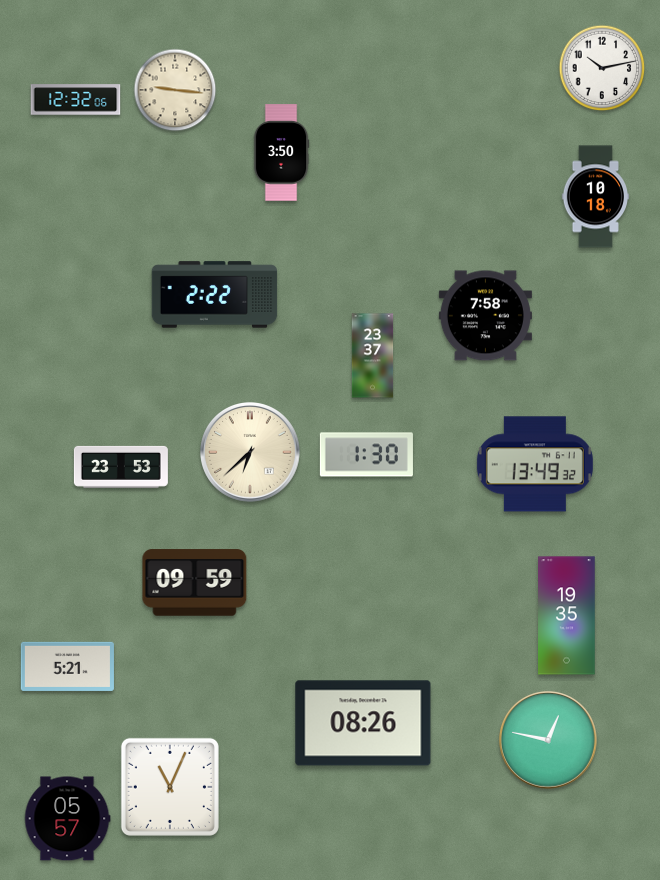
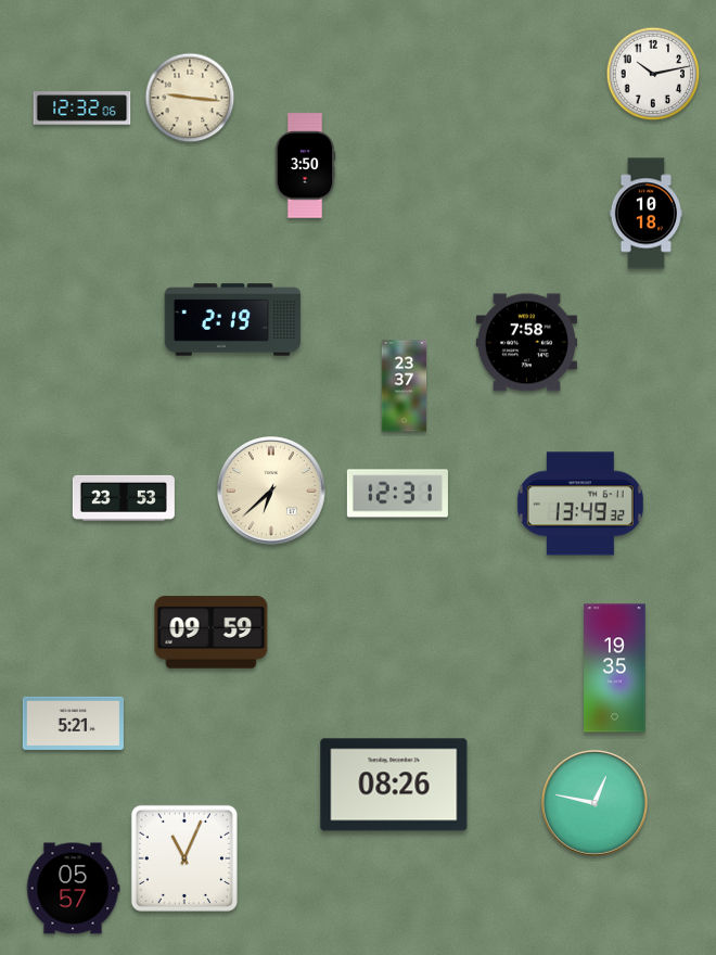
clock at (215, 295): 2:22 -> 2:19
clock at (366, 455): 1:30 -> 12:31
clock at (121, 467) position: (121, 467) -> (124, 498)
clock at (170, 787) position: (170, 787) -> (184, 858)
